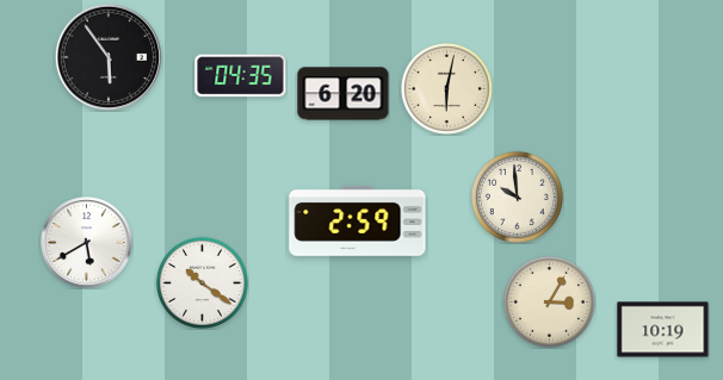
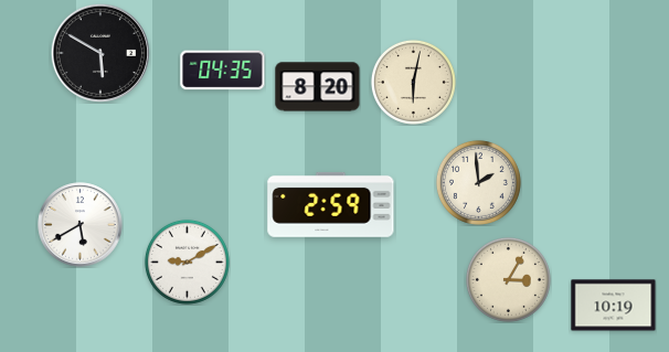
clock at (109, 57): 5:54 -> 5:50
clock at (344, 94): 6:20 -> 8:20
clock at (517, 197): 9:59 -> 1:59
clock at (202, 282): 10:21 -> 9:10
